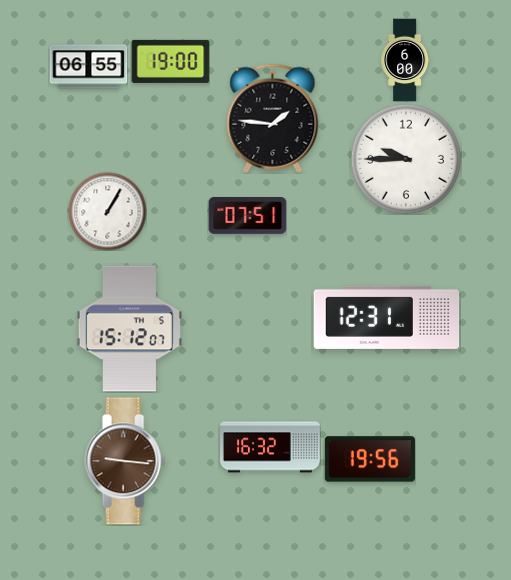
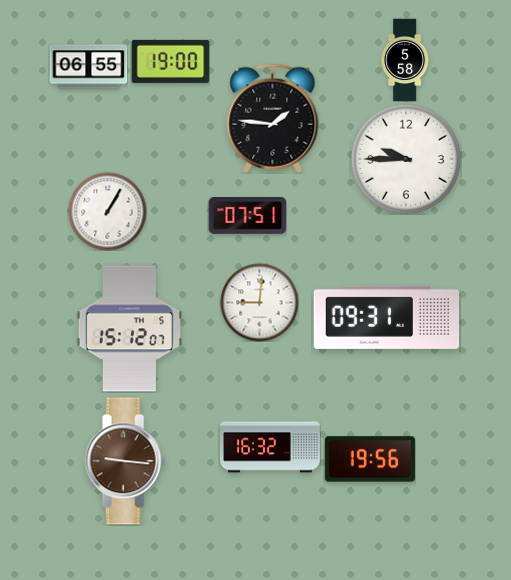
clock at (405, 60): 6:00 -> 5:58
clock at (259, 302): none -> 9:01
clock at (387, 317): 12:31 -> 09:31
